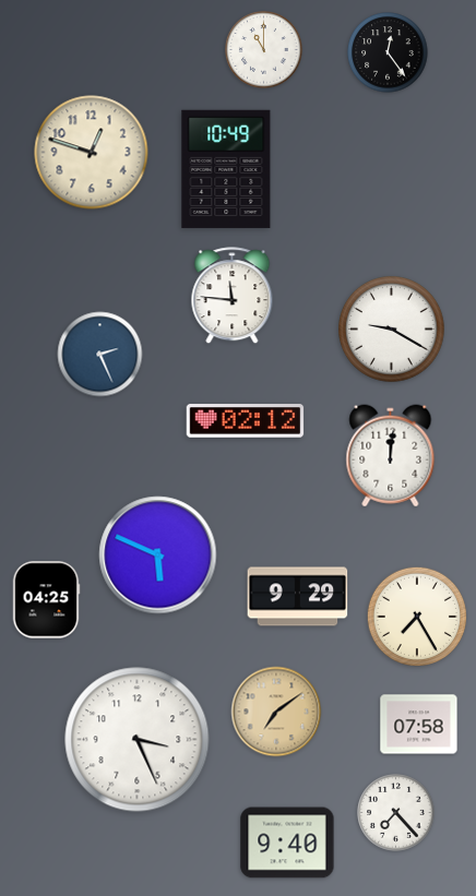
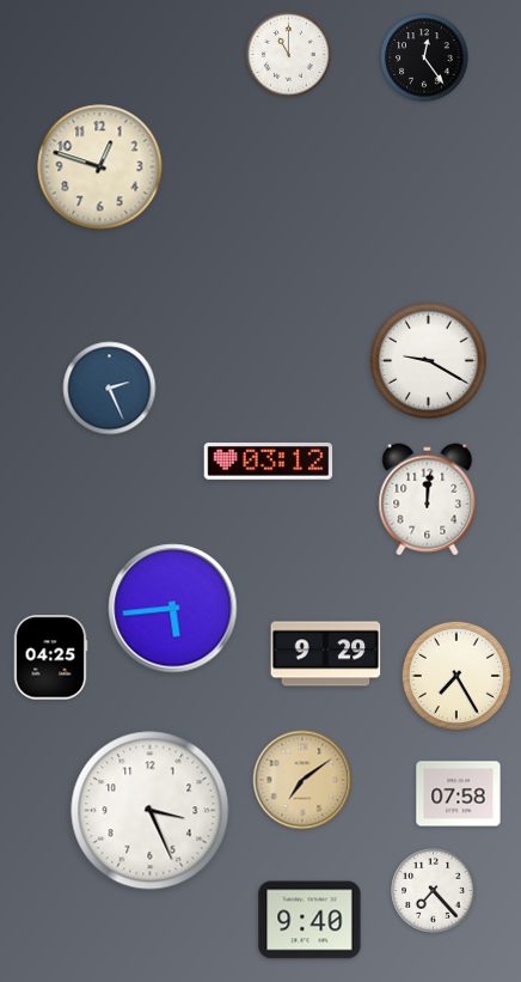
clock at (226, 169): 10:49 -> none
clock at (233, 296): 11:46 -> none
clock at (246, 421): 02:12 -> 03:12
clock at (158, 555): 5:49 -> 5:44
clock at (287, 843) position: (287, 843) -> (309, 920)
